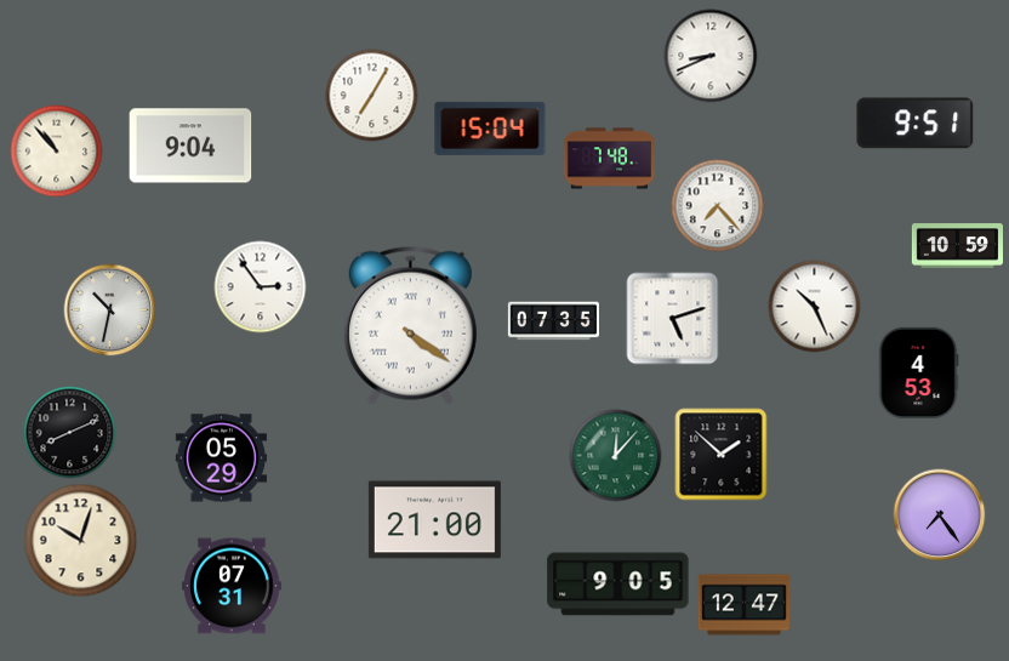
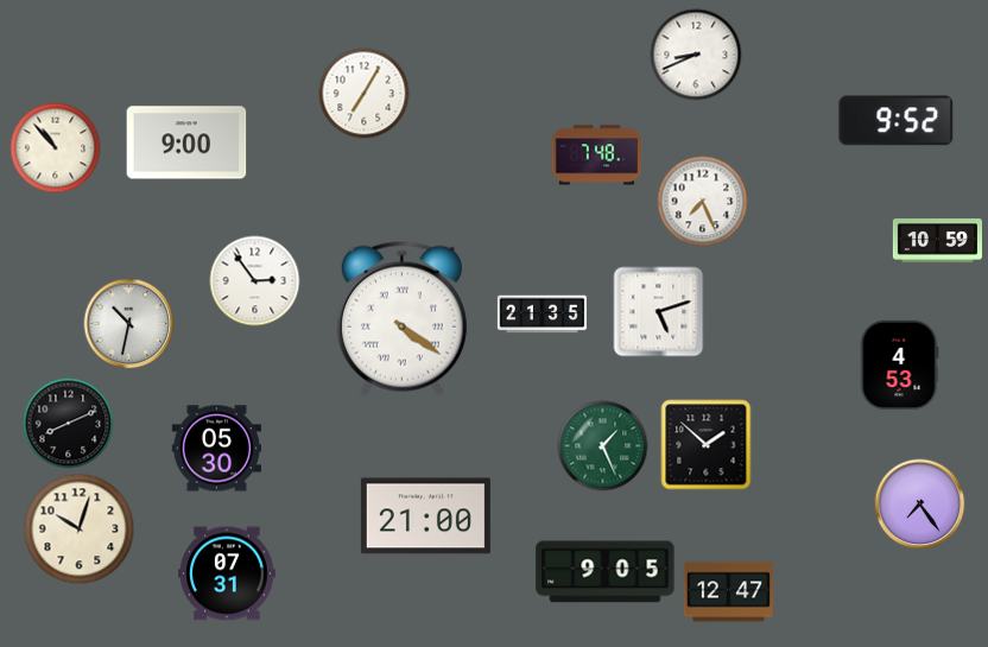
clock at (916, 124): 9:51 -> 9:52
clock at (490, 129): 15:04 -> none
clock at (190, 146): 9:04 -> 9:00
clock at (718, 206): 7:23 -> 7:26
clock at (815, 307): 10:26 -> none
clock at (110, 310) position: (110, 310) -> (129, 324)
clock at (553, 321): 07:35 -> 21:35
clock at (616, 456): 12:07 -> 1:26
clock at (221, 458): 05:29 -> 05:30
clock at (434, 520) position: (434, 520) -> (425, 516)
